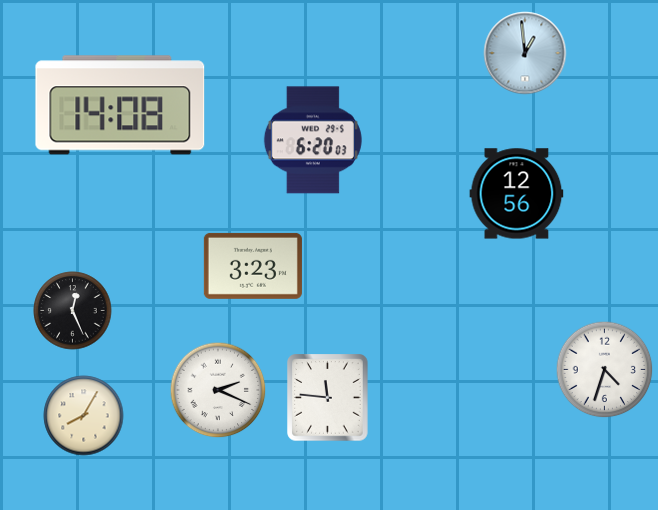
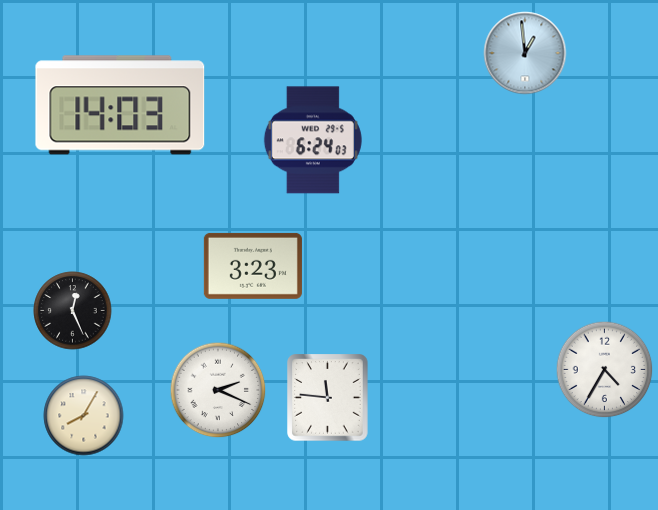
clock at (120, 105): 14:08 -> 14:03
clock at (313, 140): 6:20 -> 6:24
clock at (517, 194): 12:56 -> none
clock at (605, 370): 4:33 -> 4:35
